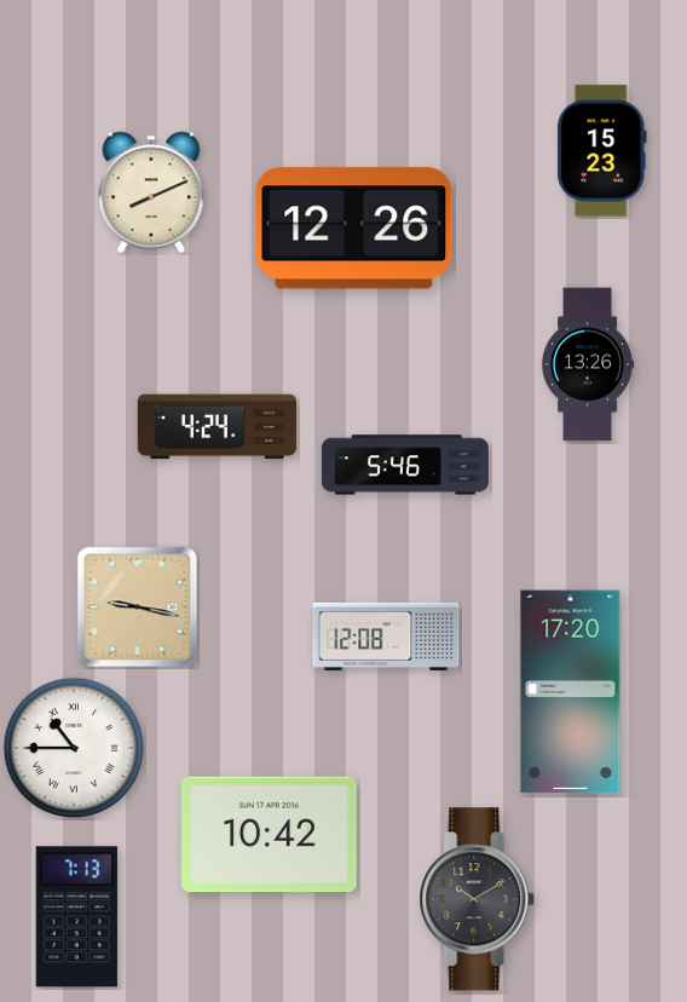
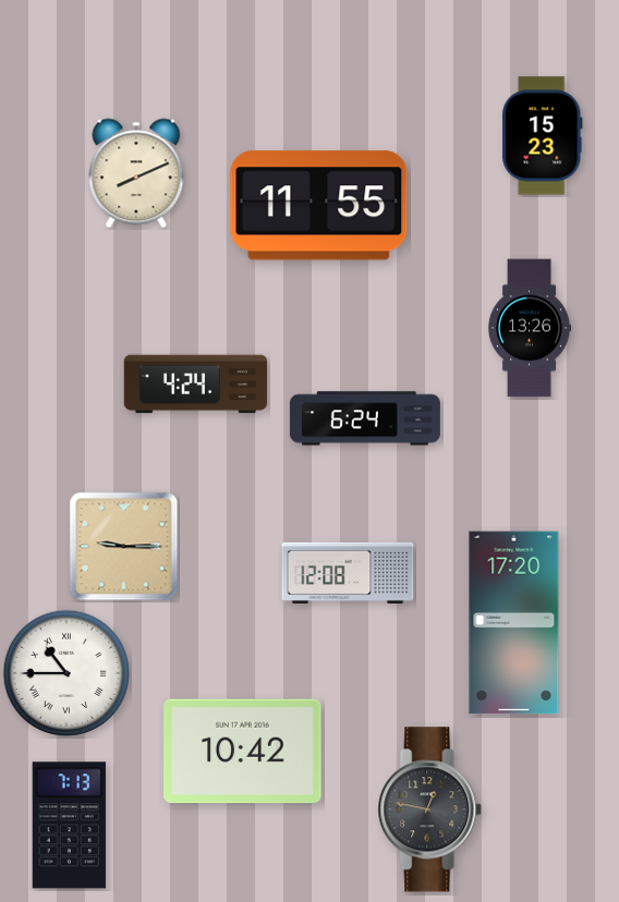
clock at (354, 229): 12:26 -> 11:55
clock at (405, 465): 5:46 -> 6:24
clock at (138, 607): 9:17 -> 9:15
clock at (478, 899): 10:10 -> 12:47
